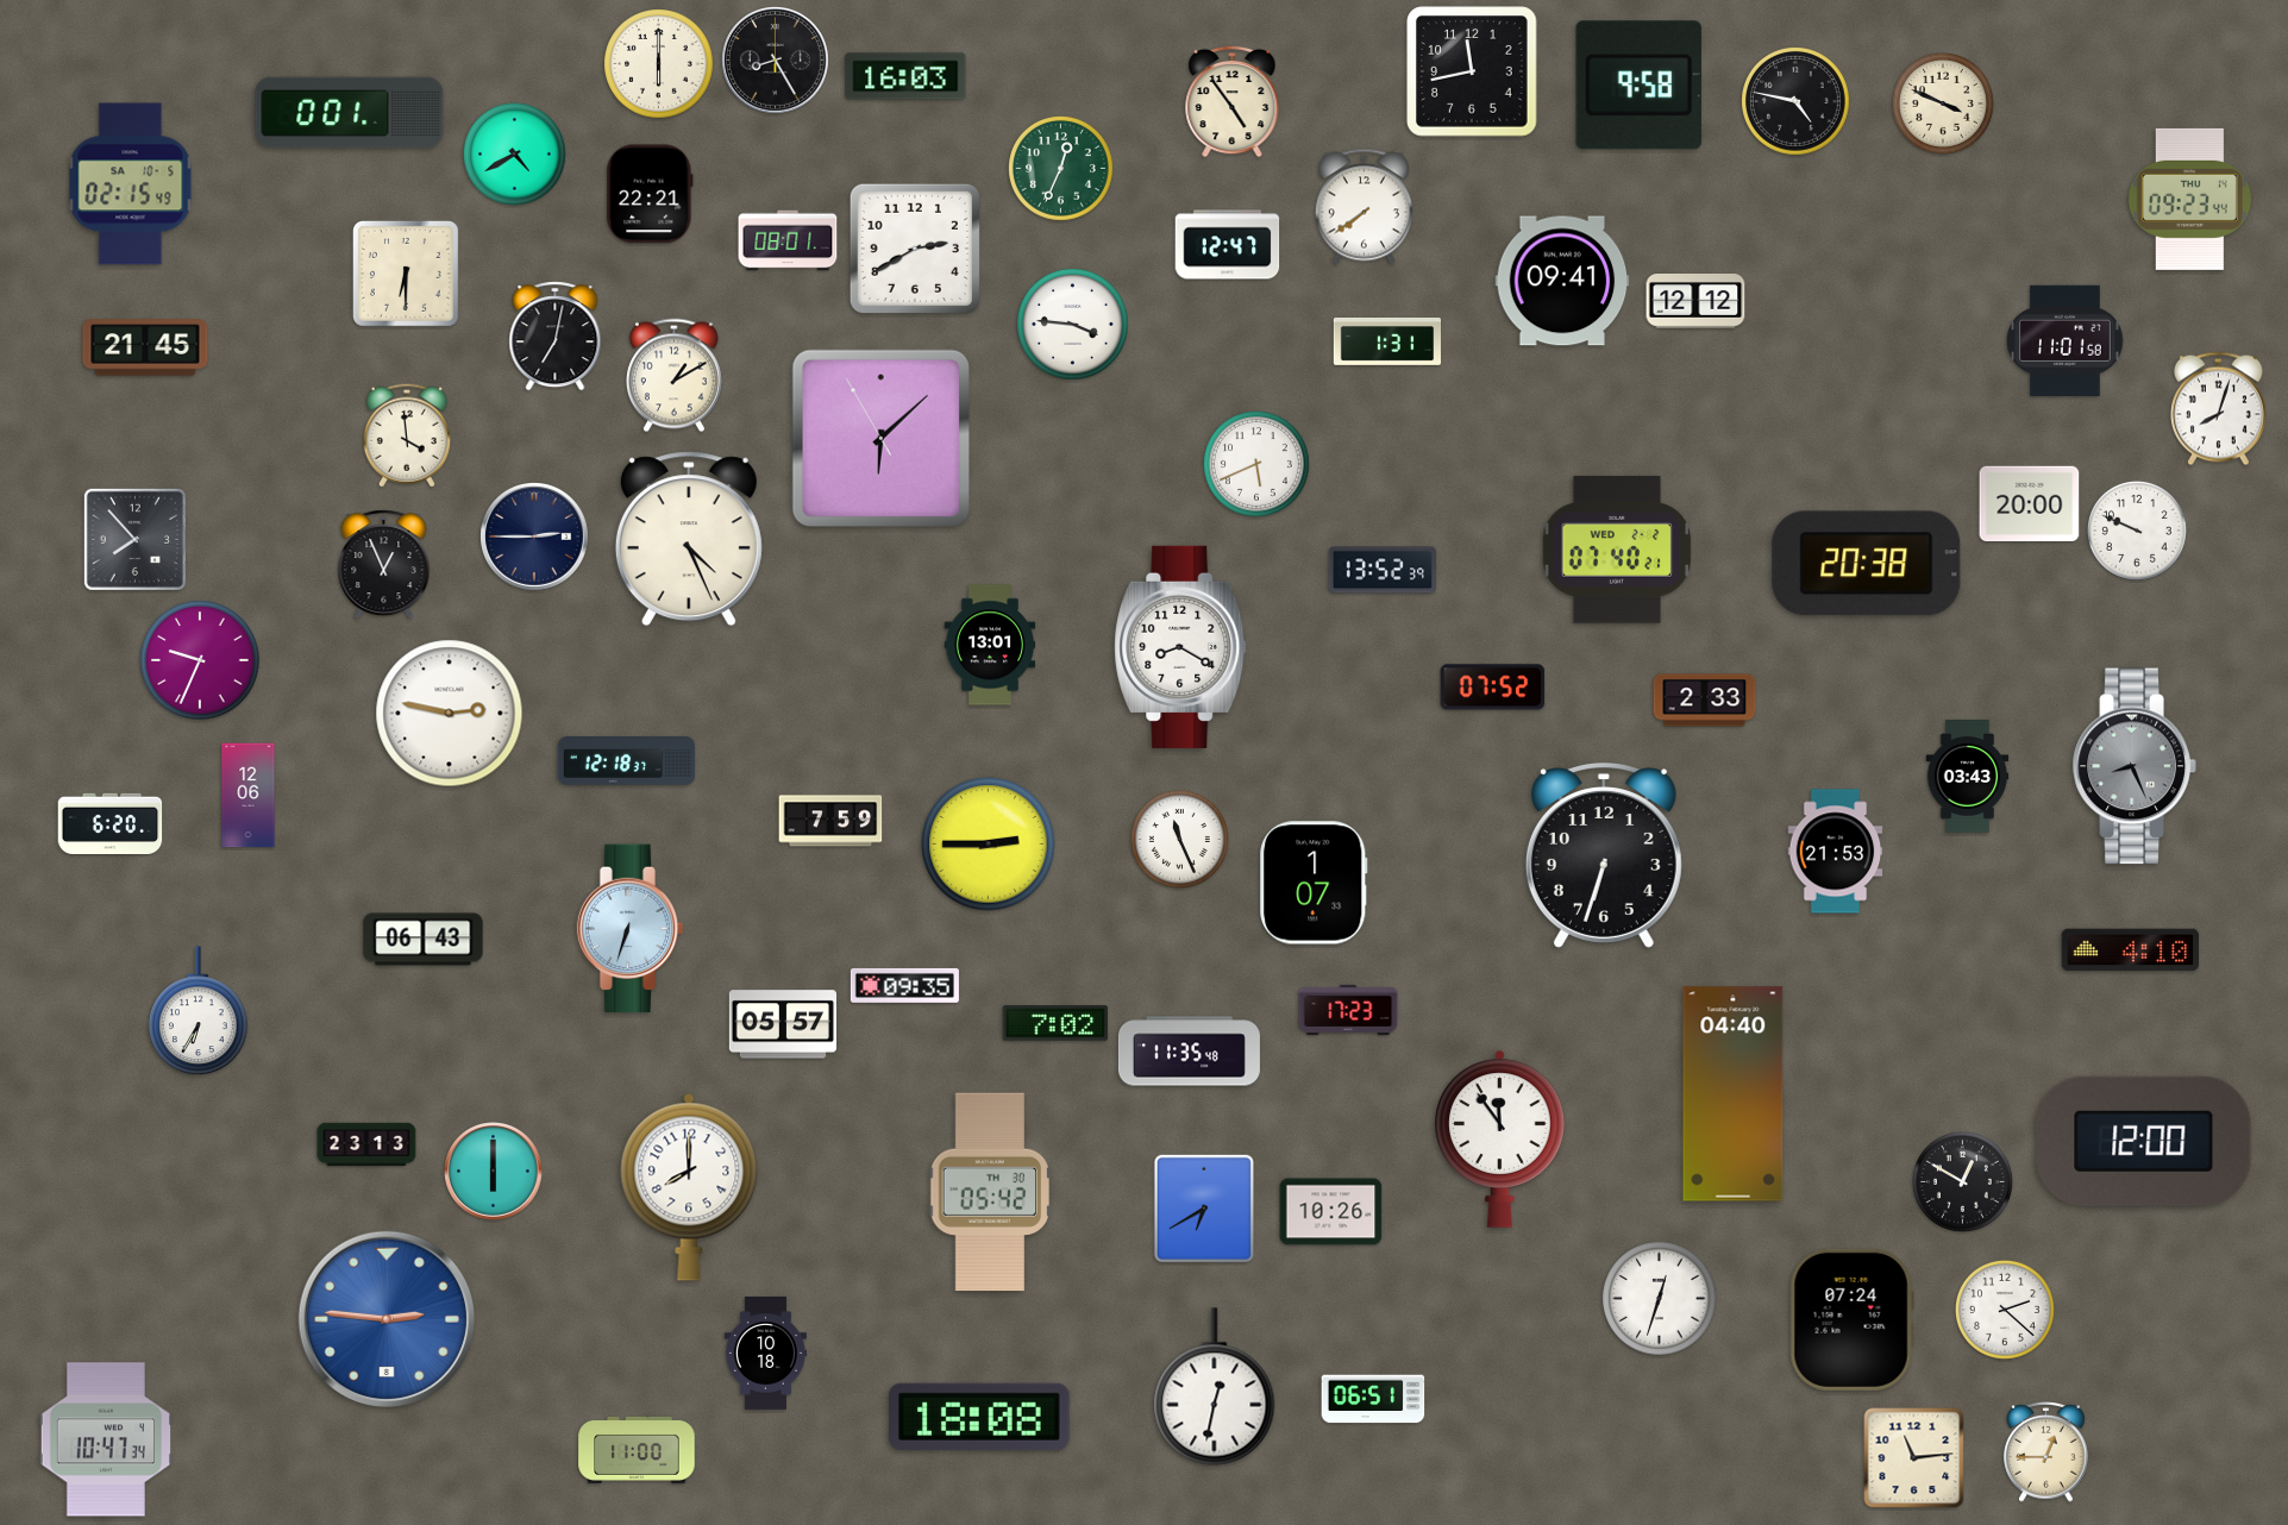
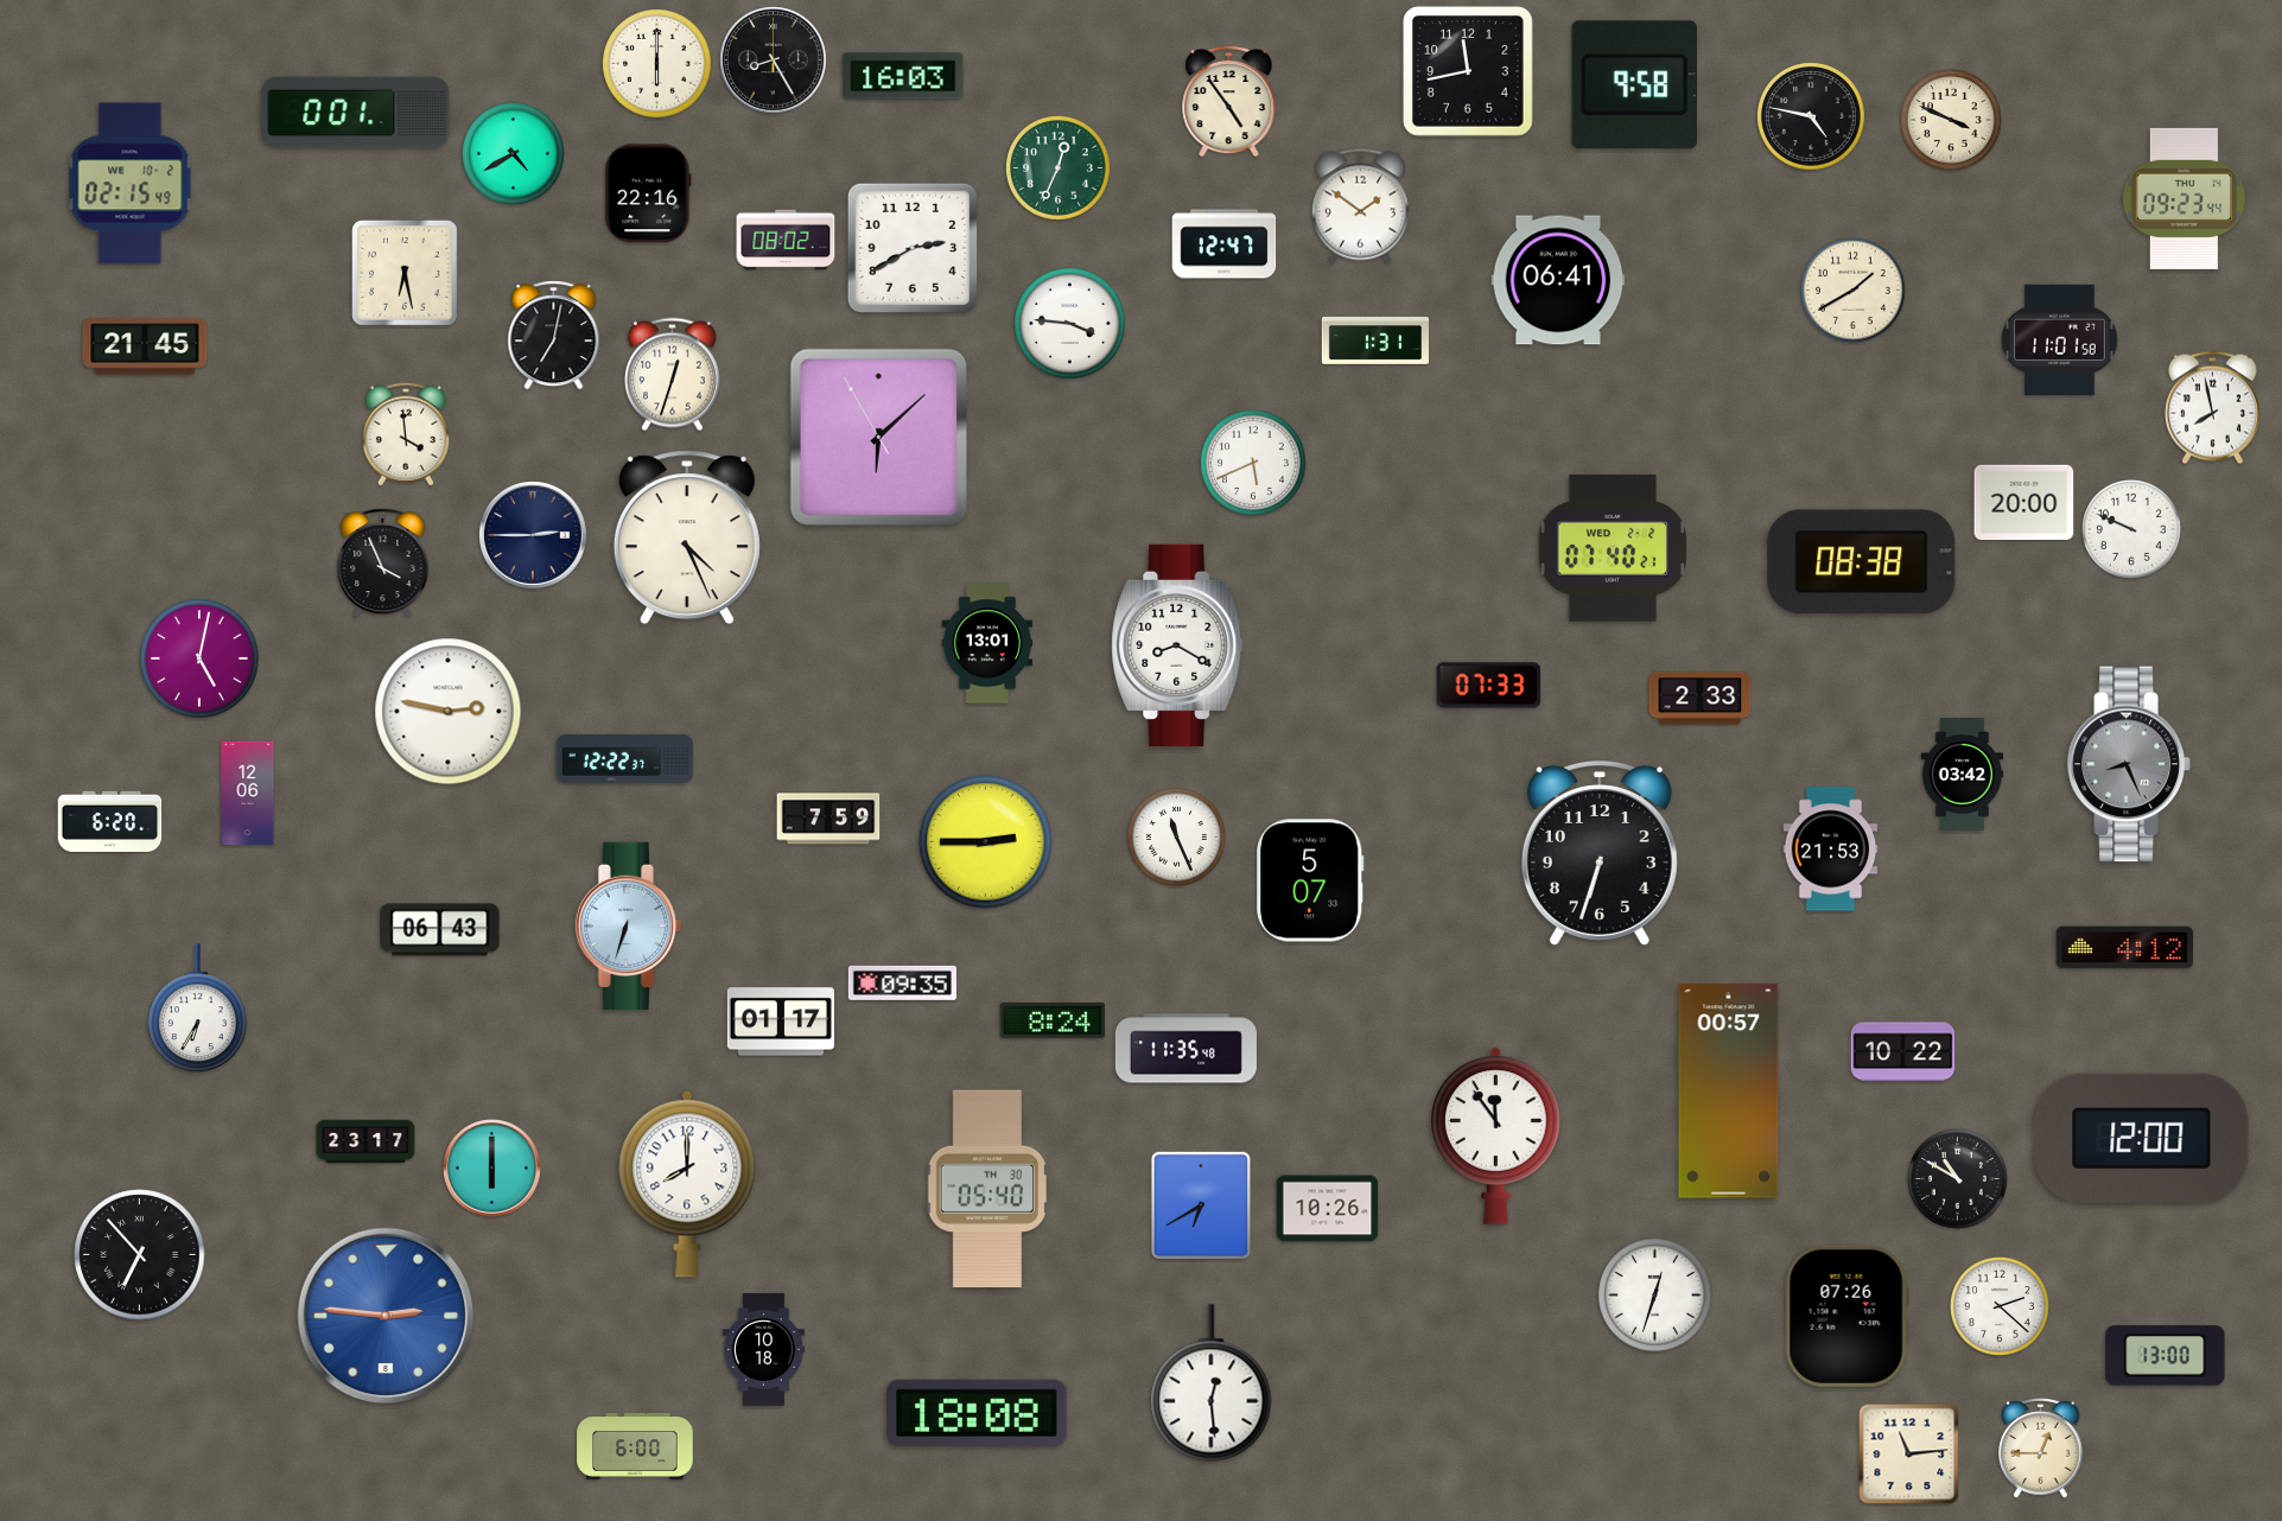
clock at (1797, 102) position: (1797, 102) -> (1812, 117)
clock at (1943, 103) position: (1943, 103) -> (1951, 120)
clock at (350, 113) position: (350, 113) -> (356, 113)
clock at (131, 184) date: SA 10-5 -> WE 10-2
clock at (650, 194): 22:21 -> 22:16
clock at (1364, 207): 7:39 -> 1:51
clock at (788, 240): 08:01 -> 08:02
clock at (406, 274): 6:30 -> 6:28
clock at (1562, 281): 09:41 -> 06:41
clock at (1854, 291): none -> 1:40
clock at (1695, 302): 12:12 -> none
clock at (1386, 341) position: (1386, 341) -> (1374, 341)
clock at (673, 376): 1:10 -> 12:33
clock at (2218, 409): 8:03 -> 7:58
clock at (134, 539): 7:53 -> none
clock at (1867, 564): 20:38 -> 08:38
clock at (384, 565): 12:56 -> 3:56
clock at (1381, 570): 13:52 -> none
clock at (200, 660): 9:34 -> 5:02
clock at (1493, 688): 07:52 -> 07:33
clock at (627, 761): 12:18 -> 12:22
clock at (1968, 777): 03:43 -> 03:42
clock at (1314, 883): 1:07 -> 5:07
clock at (424, 940) position: (424, 940) -> (440, 930)
clock at (2131, 950): 4:10 -> 4:12
clock at (1348, 1009): 17:23 -> none
clock at (1055, 1023): 7:02 -> 8:24
clock at (782, 1024): 05:57 -> 01:17
clock at (1903, 1052): none -> 10:22
clock at (1734, 1094): 04:40 -> 00:57
clock at (2144, 1141) position: (2144, 1141) -> (2142, 1138)
clock at (366, 1144): 23:13 -> 23:17
clock at (1962, 1181): 12:50 -> 10:50
clock at (990, 1192): 05:42 -> 05:40
clock at (140, 1255): none -> 6:53
clock at (1851, 1319): 07:24 -> 07:26
clock at (2166, 1356): none -> 13:00
clock at (1215, 1387): 12:32 -> 12:29
clock at (1373, 1399): 06:51 -> none
clock at (105, 1439): 10:47 -> none
clock at (637, 1450): 11:00 -> 6:00
